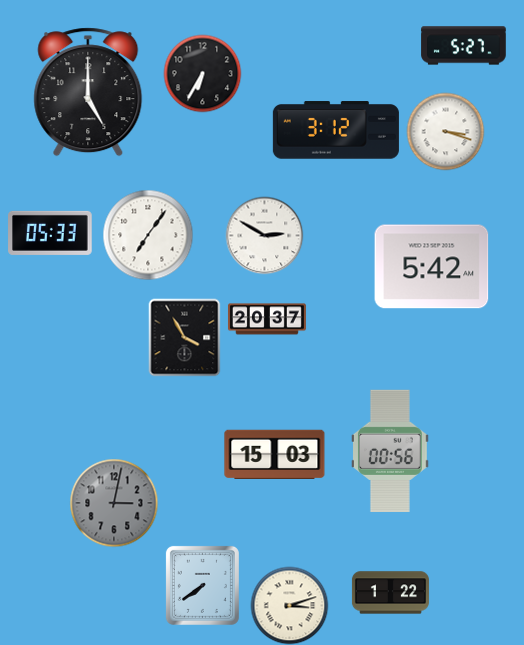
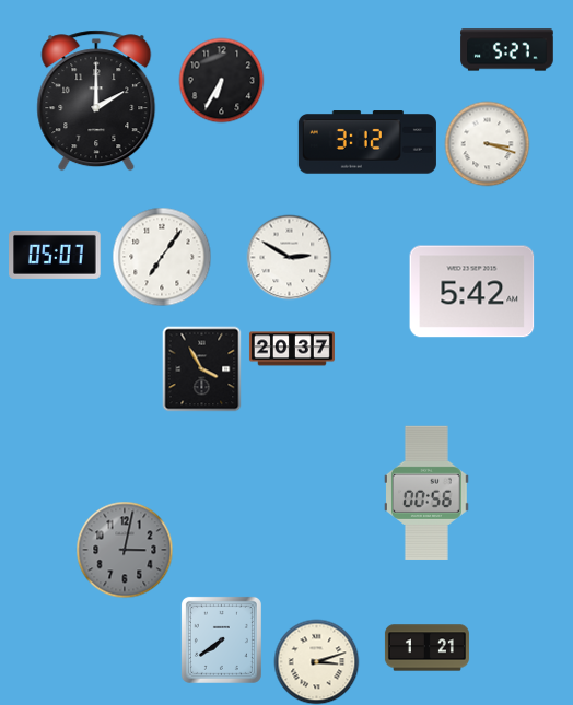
clock at (88, 92): 5:00 -> 2:00
clock at (50, 233): 05:33 -> 05:07
clock at (275, 455): 15:03 -> none
clock at (390, 593): 1:22 -> 1:21
